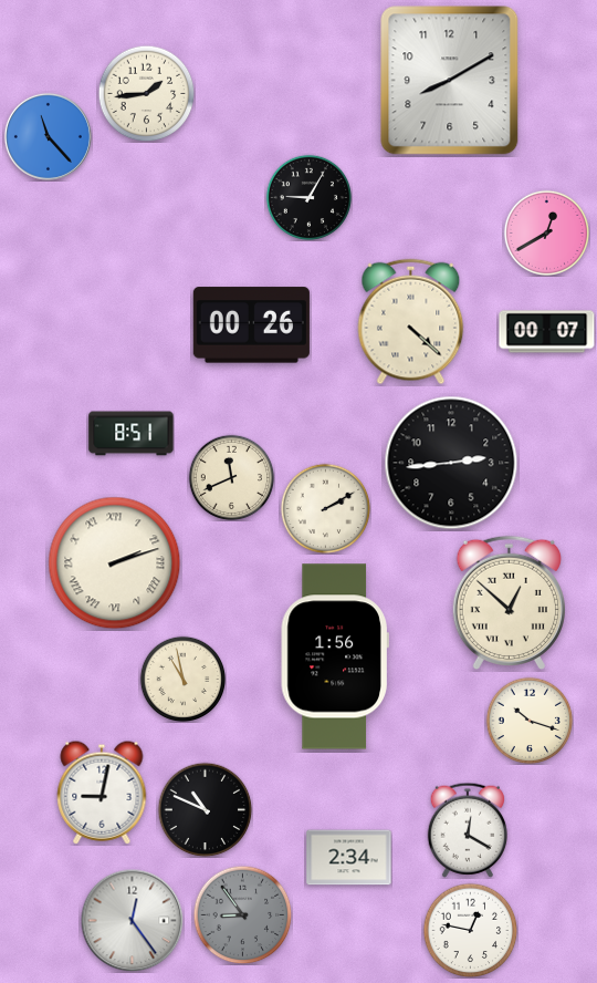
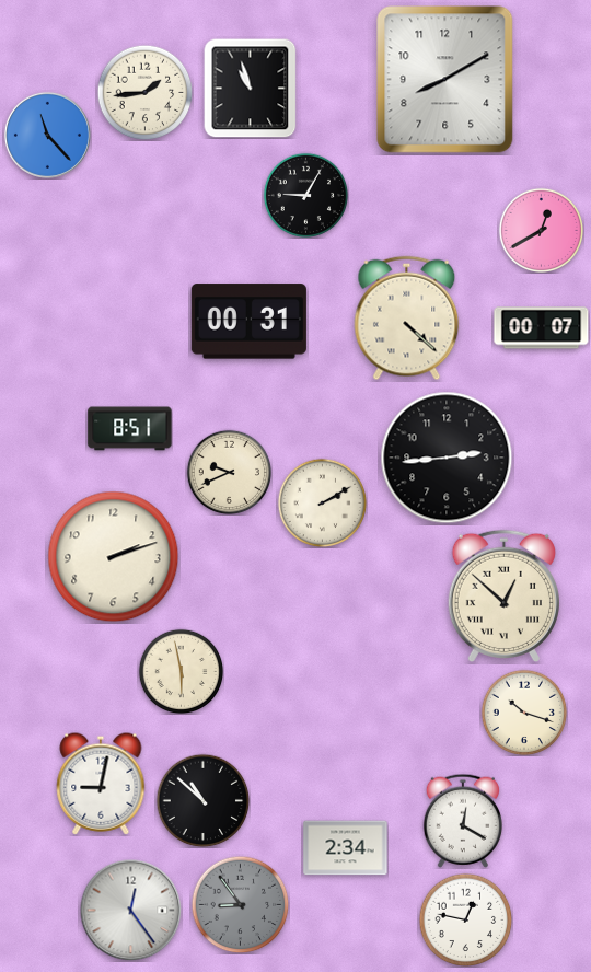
clock at (251, 88): none -> 10:57
clock at (251, 325): 00:26 -> 00:31
clock at (231, 477): 11:41 -> 9:41
clock at (115, 563) numerals: Roman -> Arabic
clock at (335, 656): 1:56 -> none
clock at (182, 679): 10:58 -> 5:58
clock at (205, 809): 10:49 -> 10:52
